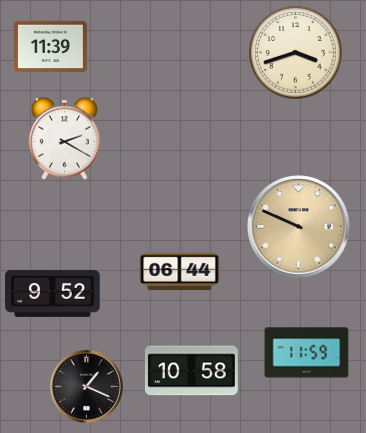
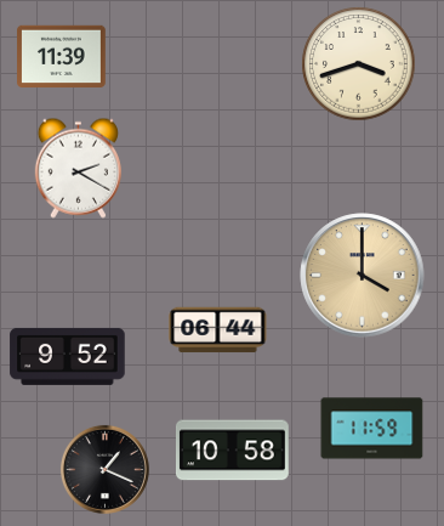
clock at (299, 227): 9:49 -> 4:00
clock at (53, 293) position: (53, 293) -> (68, 356)
